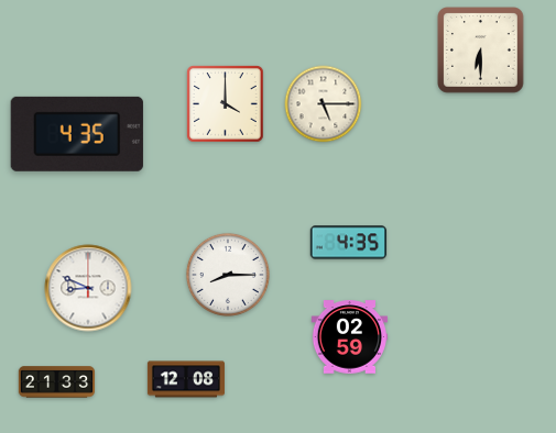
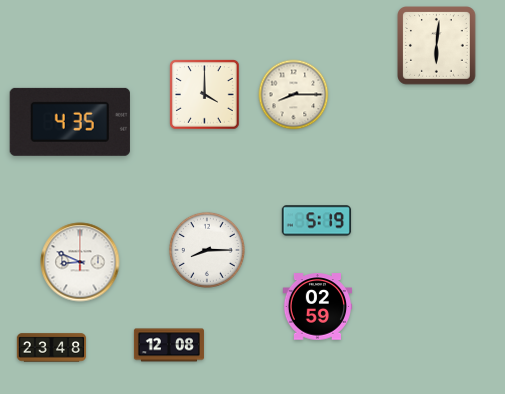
clock at (481, 51): 6:30 -> 6:01
clock at (324, 104): 5:15 -> 8:15
clock at (349, 243): 4:35 -> 5:19
clock at (57, 382): 21:33 -> 23:48
